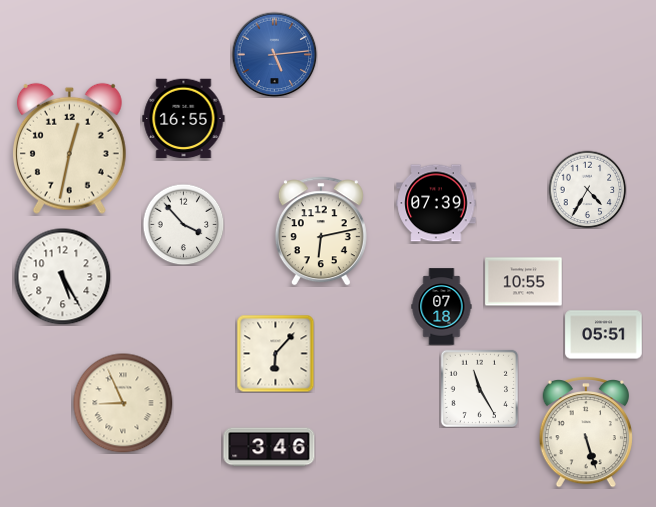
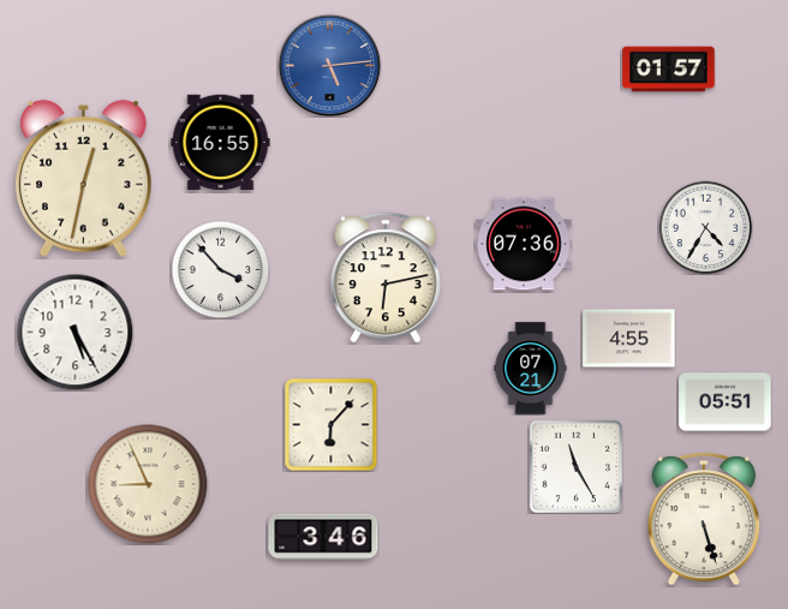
clock at (669, 70): none -> 01:57
clock at (436, 203): 07:39 -> 07:36
clock at (524, 282): 10:55 -> 4:55
clock at (442, 307): 07:18 -> 07:21
